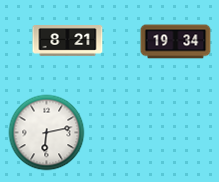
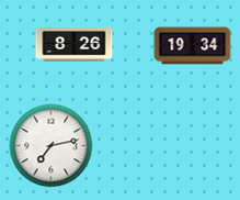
clock at (68, 41): 8:21 -> 8:26
clock at (47, 133): 6:13 -> 7:13
